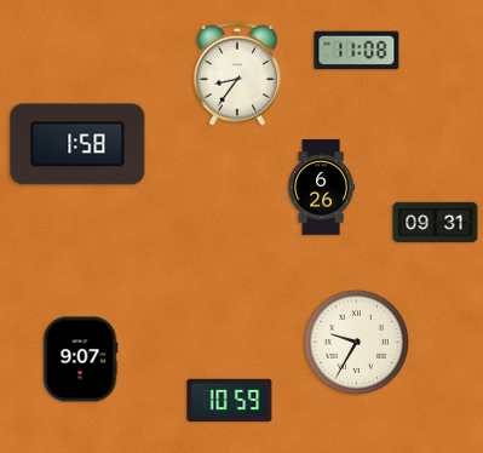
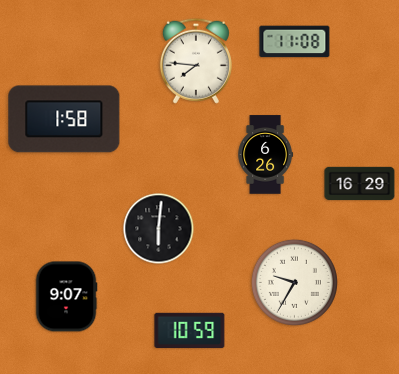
clock at (237, 74): 8:36 -> 7:46
clock at (436, 223): 09:31 -> 16:29
clock at (159, 229): none -> 6:01
